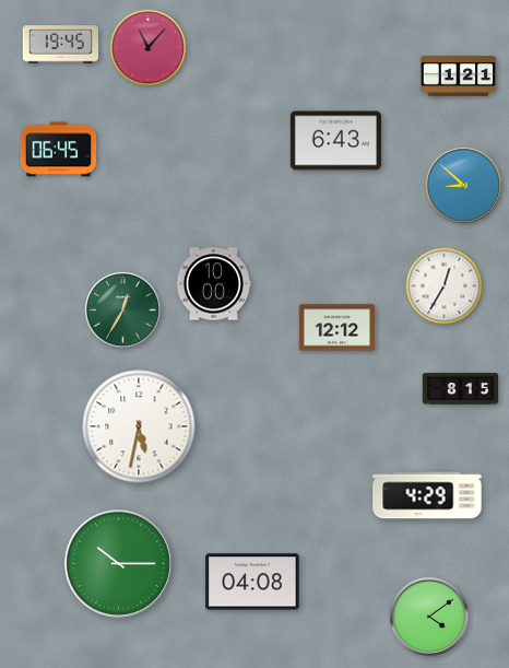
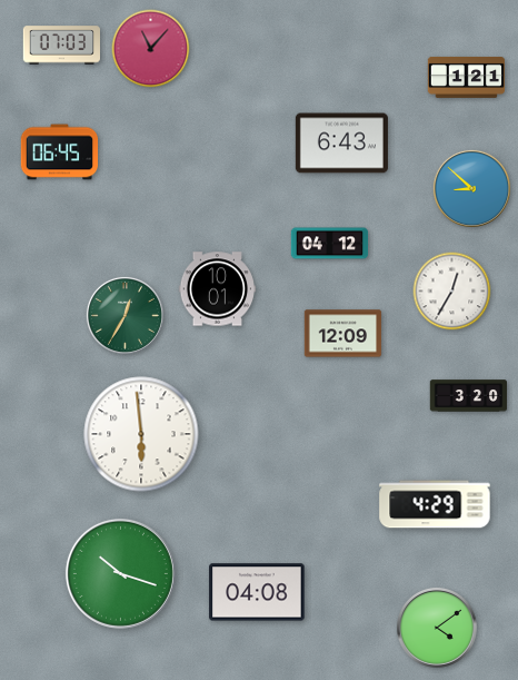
clock at (61, 45): 19:45 -> 07:03
clock at (330, 244): none -> 04:12
clock at (214, 284): 10:00 -> 10:01
clock at (338, 328): 12:12 -> 12:09
clock at (461, 389): 8:15 -> 3:20
clock at (139, 426): 5:32 -> 5:59
clock at (118, 563): 10:15 -> 10:18
